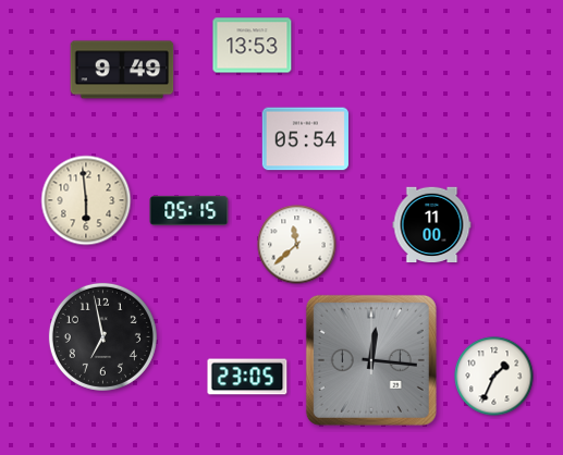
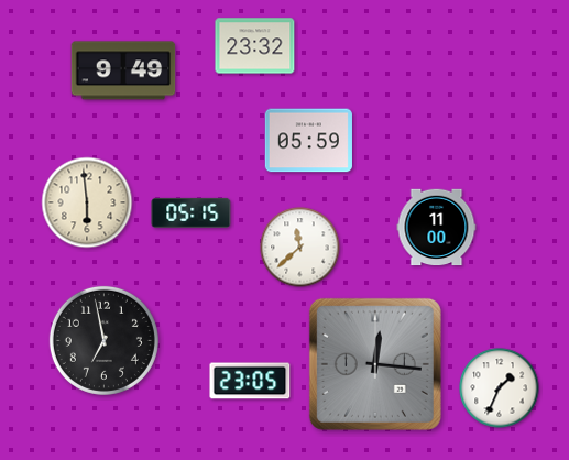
clock at (253, 46): 13:53 -> 23:32
clock at (305, 139): 05:54 -> 05:59
clock at (494, 377) position: (494, 377) -> (500, 388)
